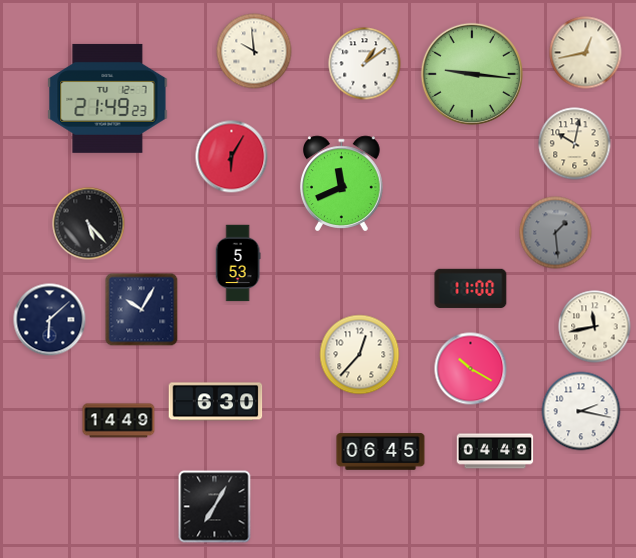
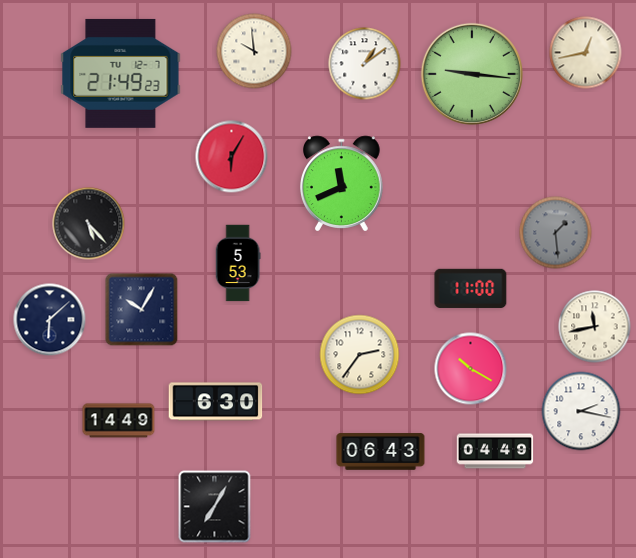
clock at (108, 98) position: (108, 98) -> (121, 73)
clock at (575, 144): 10:02 -> none
clock at (360, 355): 12:37 -> 2:36
clock at (381, 452): 06:45 -> 06:43
